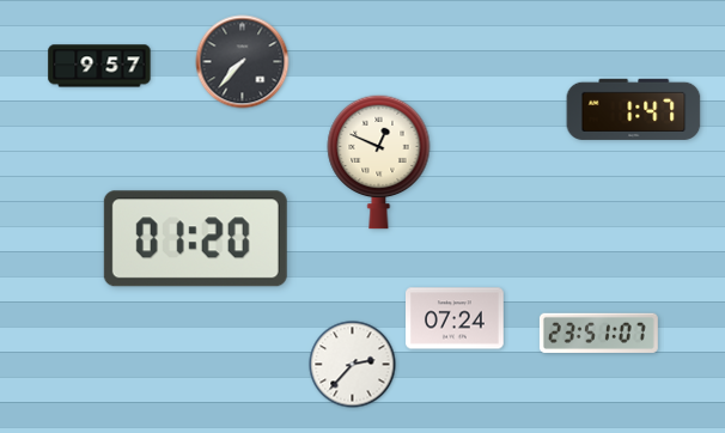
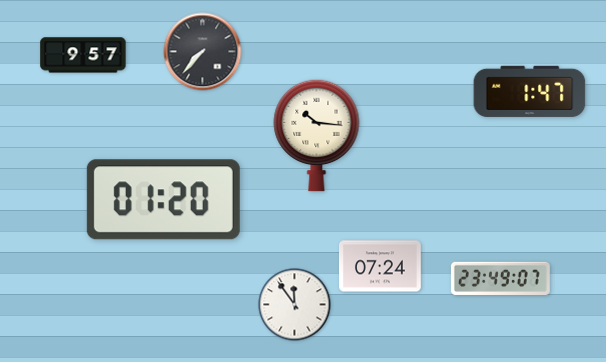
clock at (379, 161): 12:49 -> 10:16
clock at (598, 333): 23:51 -> 23:49
clock at (353, 365): 2:37 -> 11:54
